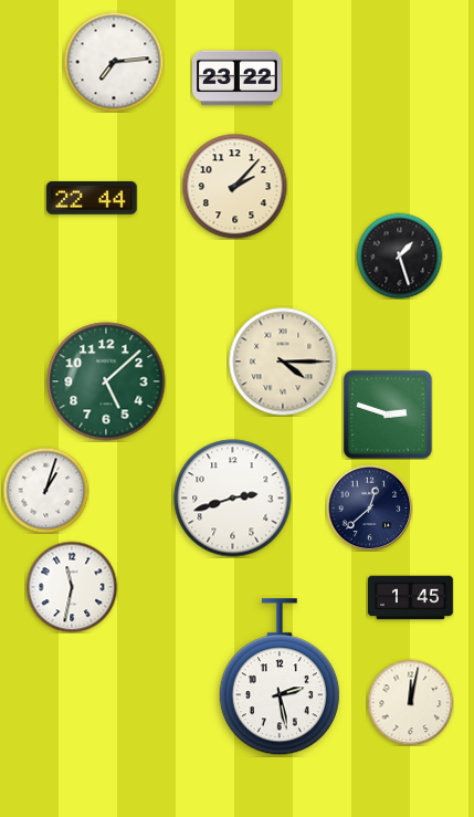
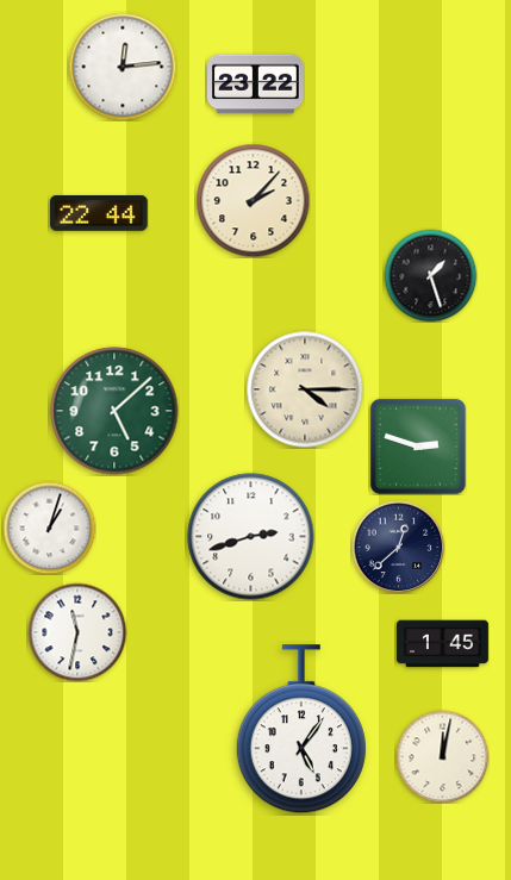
clock at (114, 62): 7:14 -> 12:14
clock at (280, 678): 2:28 -> 5:06
